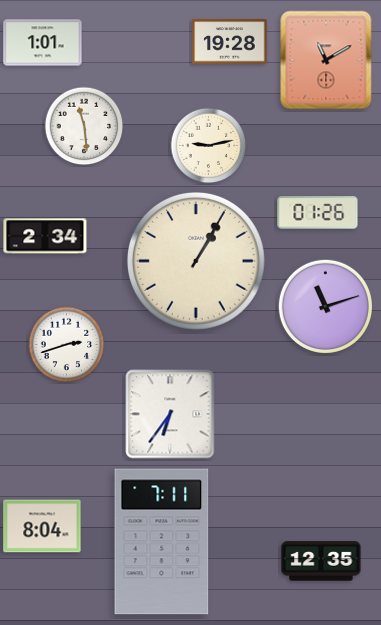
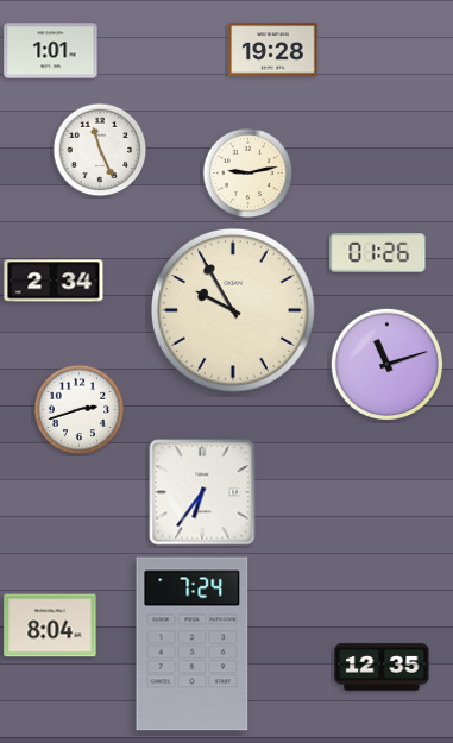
clock at (326, 60): 11:10 -> none
clock at (84, 126): 11:29 -> 11:26
clock at (196, 261): 1:05 -> 9:55
clock at (162, 542): 7:11 -> 7:24
